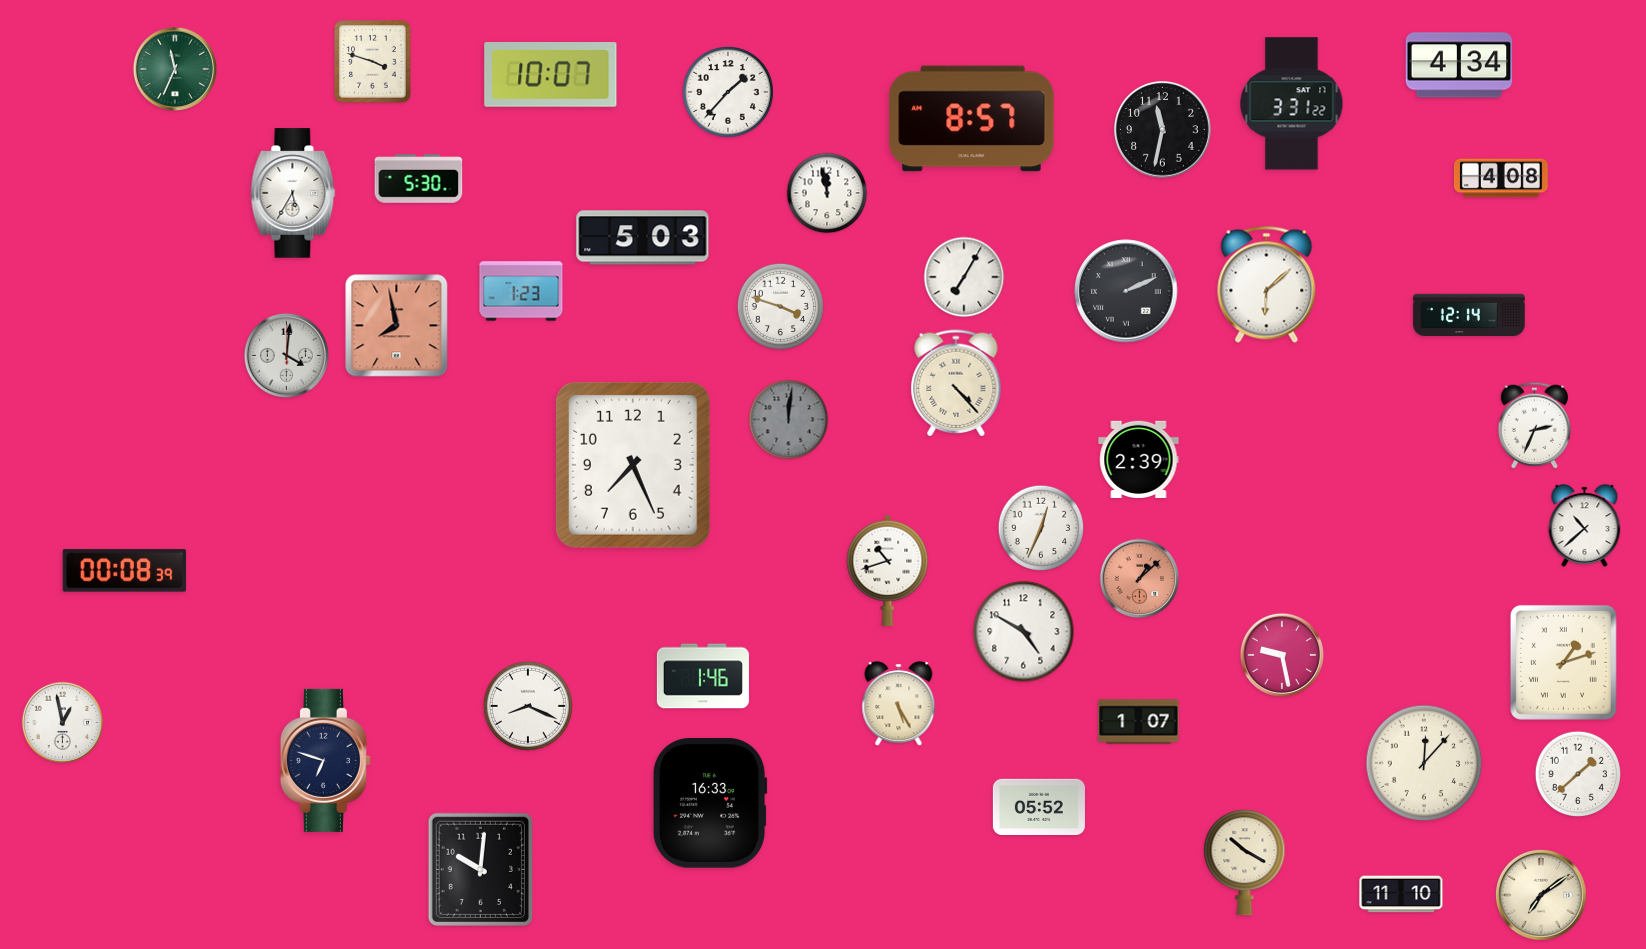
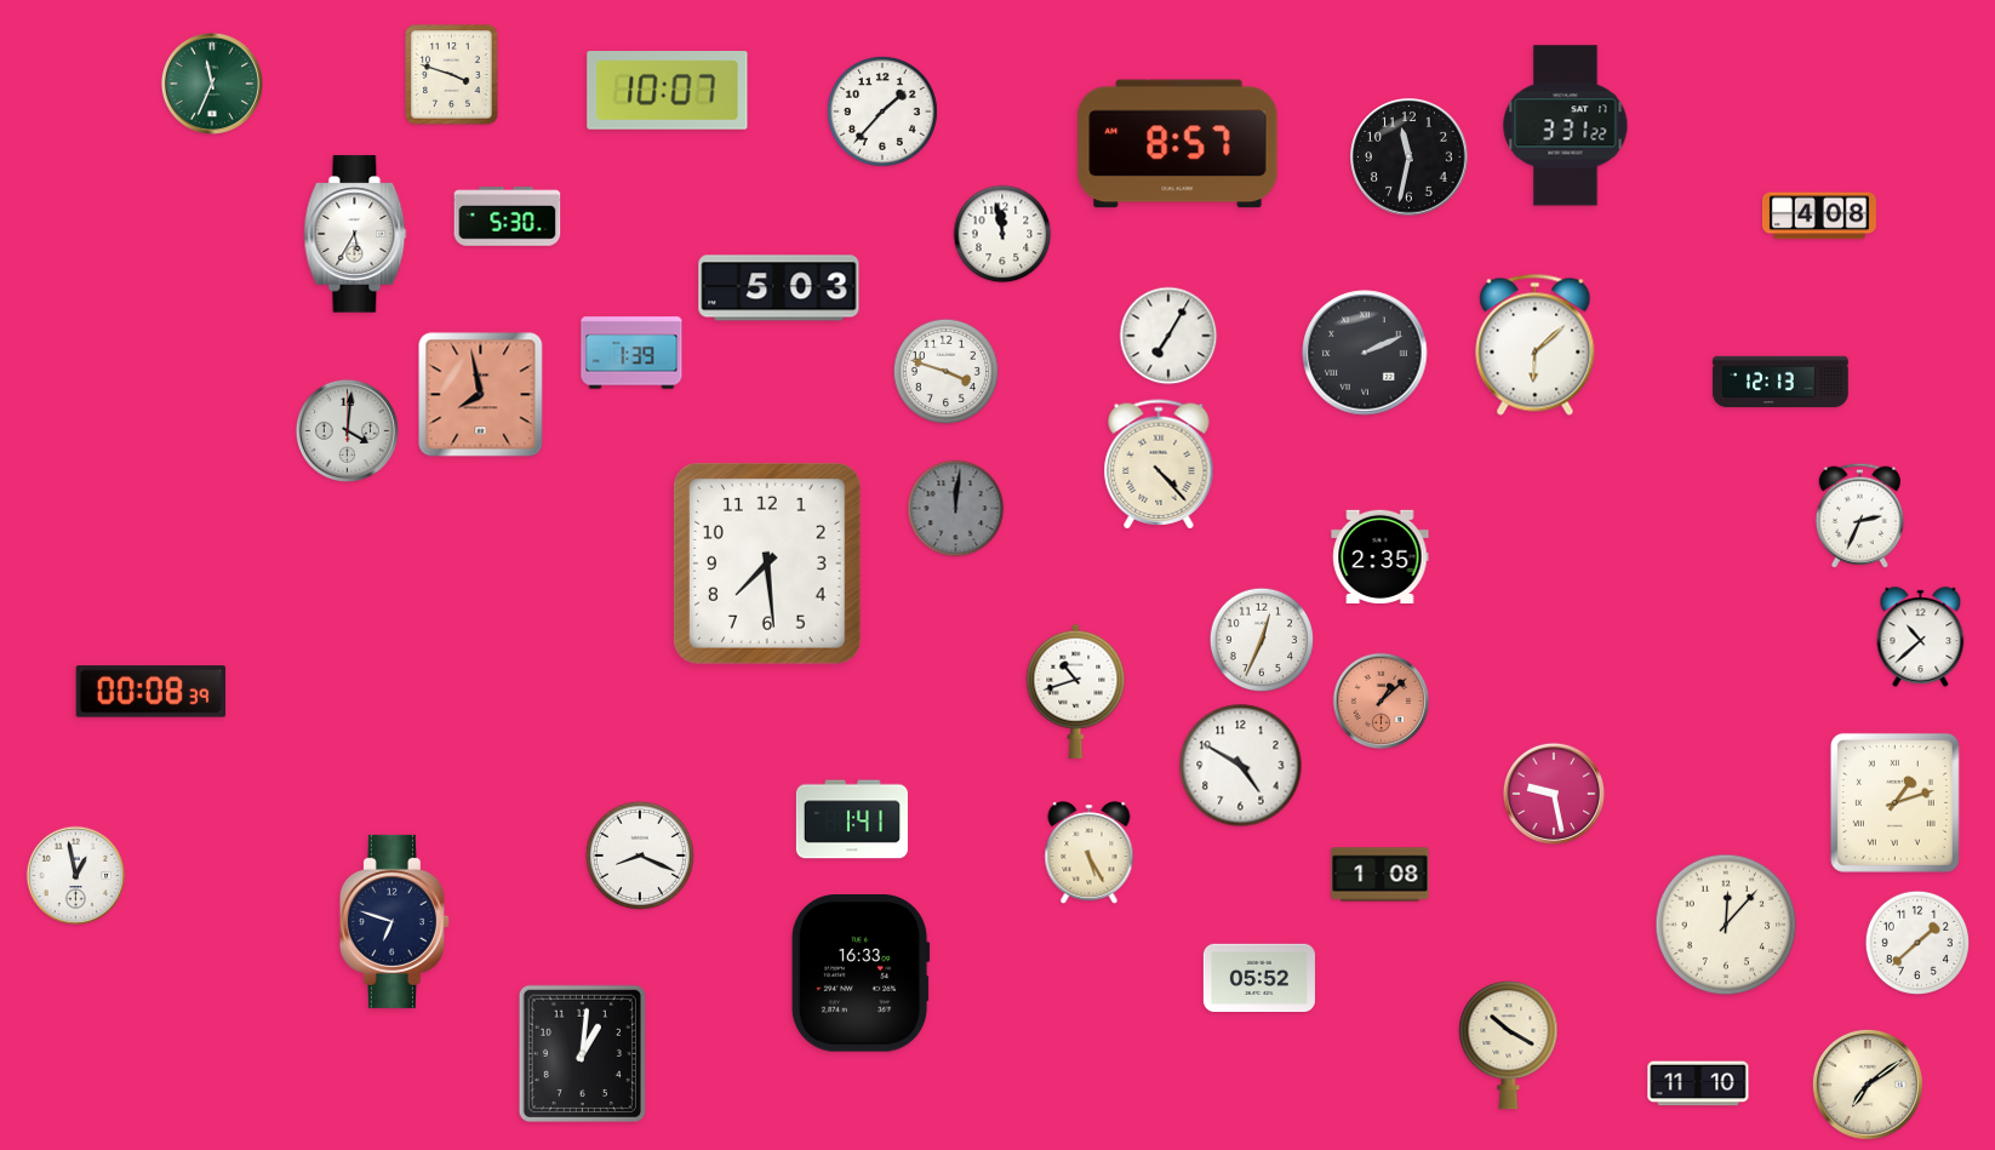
clock at (1459, 65): 4:34 -> none
clock at (521, 291): 1:23 -> 1:39
clock at (1469, 315): 12:14 -> 12:13
clock at (1139, 459): 2:39 -> 2:35
clock at (633, 465): 7:26 -> 7:29
clock at (703, 676): 1:46 -> 1:41
clock at (1139, 722): 1:07 -> 1:08
clock at (1577, 773) position: (1577, 773) -> (1916, 942)
clock at (480, 869): 10:01 -> 1:01
